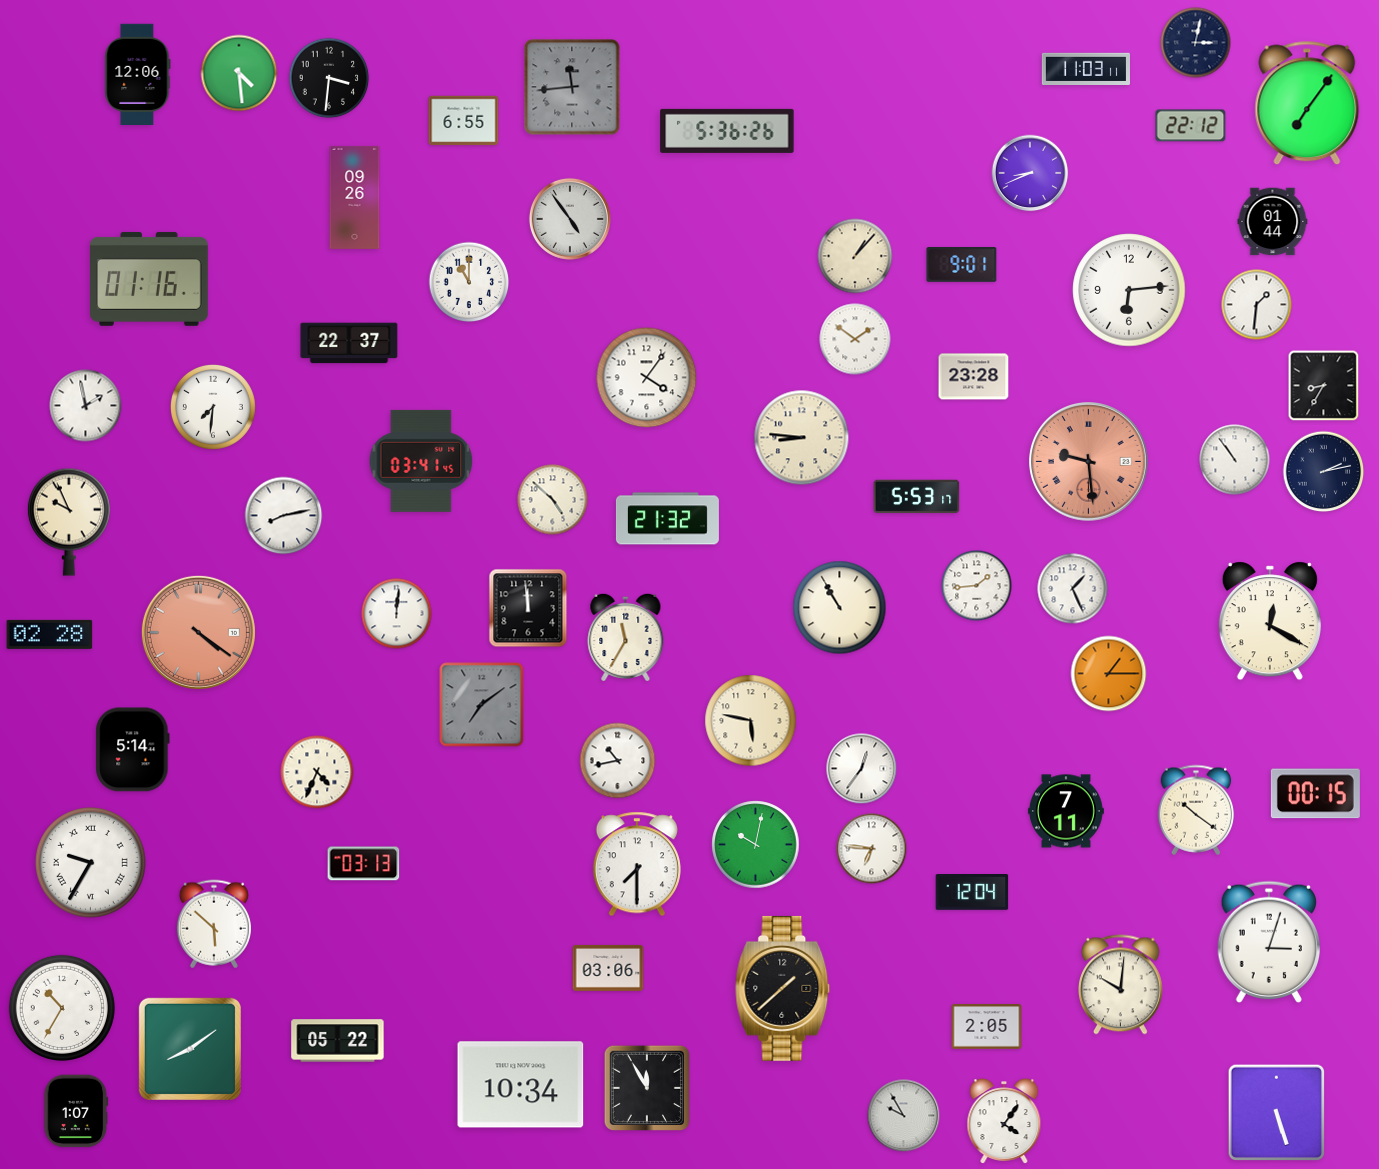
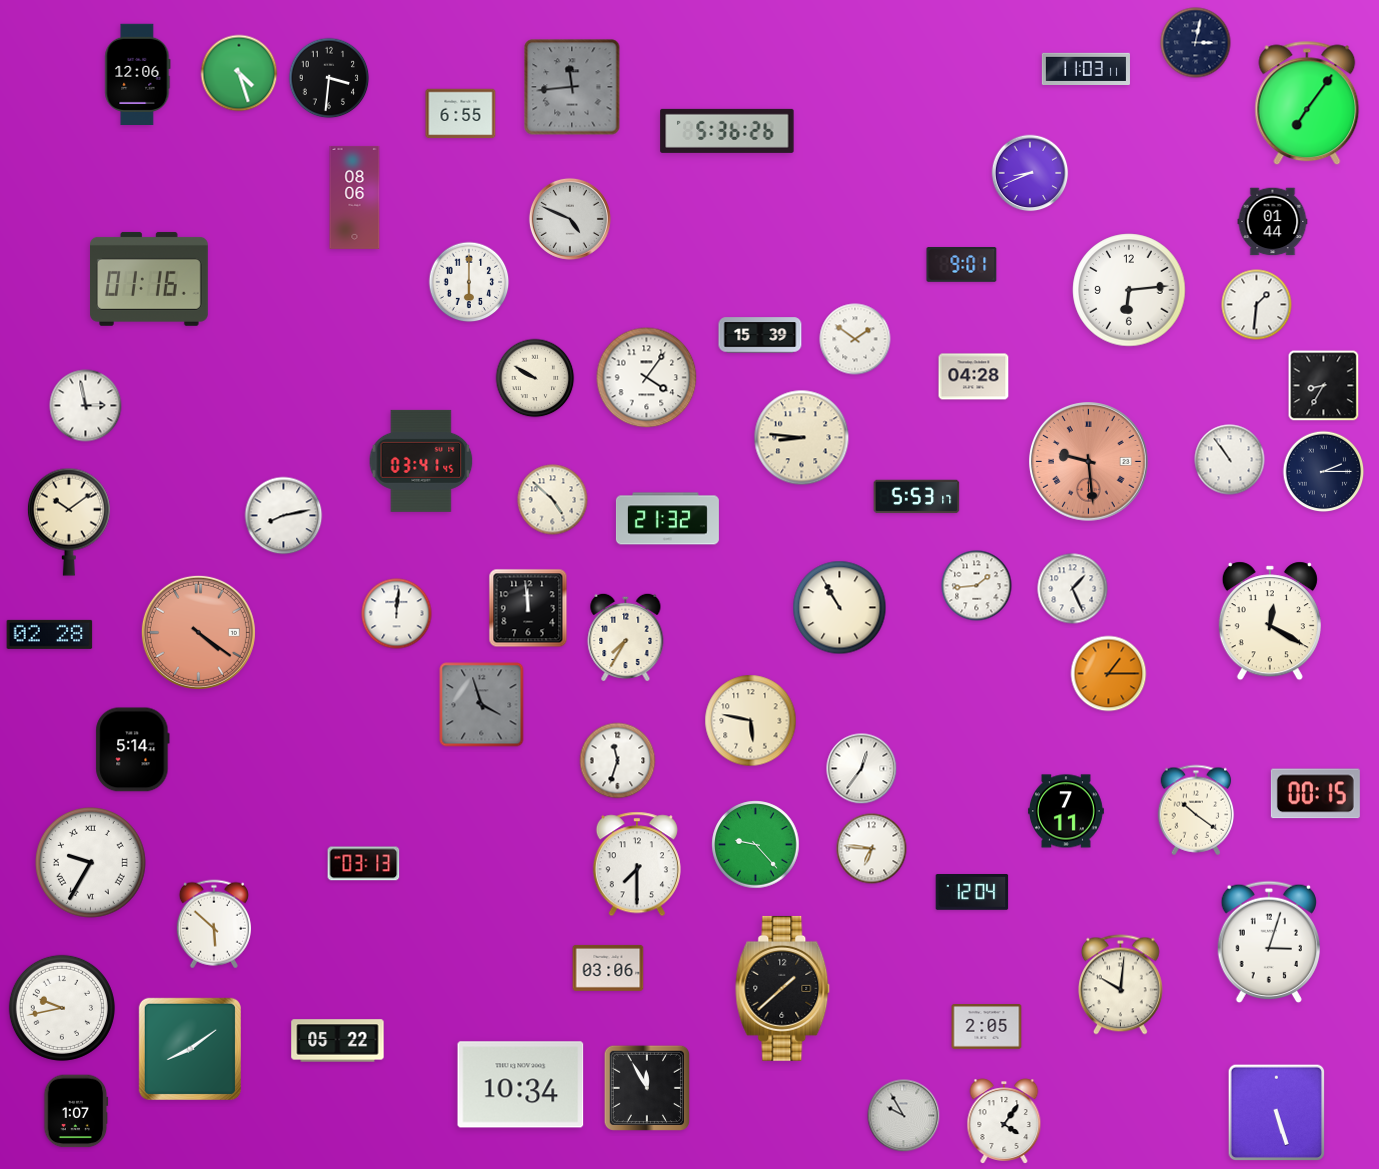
clock at (239, 73): 4:29 -> 4:27
clock at (464, 121) position: (464, 121) -> (461, 114)
clock at (1191, 126): 22:12 -> none
clock at (355, 197): 09:26 -> 08:06
clock at (570, 219): 4:54 -> 4:49
clock at (855, 256): 1:07 -> none
clock at (469, 282): 11:00 -> 6:00
clock at (760, 335): none -> 15:39
clock at (349, 343): 22:37 -> none
clock at (974, 377): 23:28 -> 04:28
clock at (535, 378): none -> 9:50
clock at (86, 406): 1:58 -> 2:58
clock at (213, 407): 7:31 -> none
clock at (1235, 460) position: (1235, 460) -> (1230, 460)
clock at (1324, 472): 2:13 -> 2:15
clock at (69, 522): 9:56 -> 10:09
clock at (626, 637): 11:35 -> 7:35
clock at (482, 705): 7:09 -> 3:57
clock at (618, 761): 10:43 -> 11:33
clock at (317, 772): 4:34 -> none
clock at (756, 845): 10:02 -> 9:23
clock at (62, 1008): 10:35 -> 9:43
